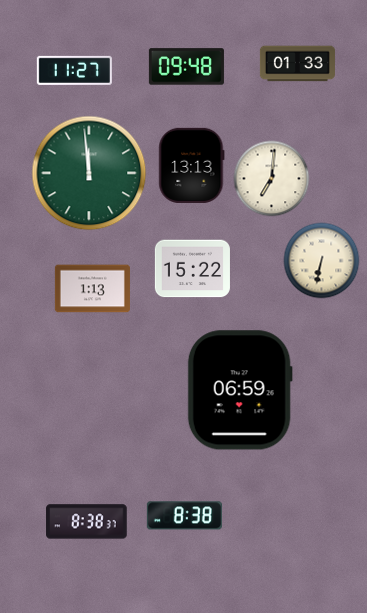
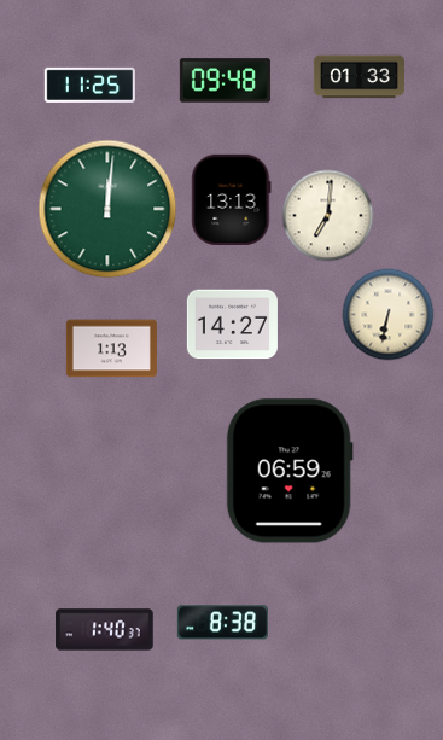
clock at (74, 70): 11:27 -> 11:25
clock at (89, 173): 11:59 -> 12:01
clock at (192, 269): 15:22 -> 14:27
clock at (87, 522): 8:38 -> 1:40
